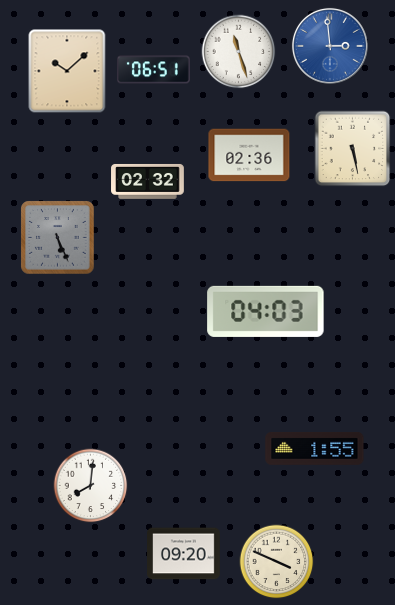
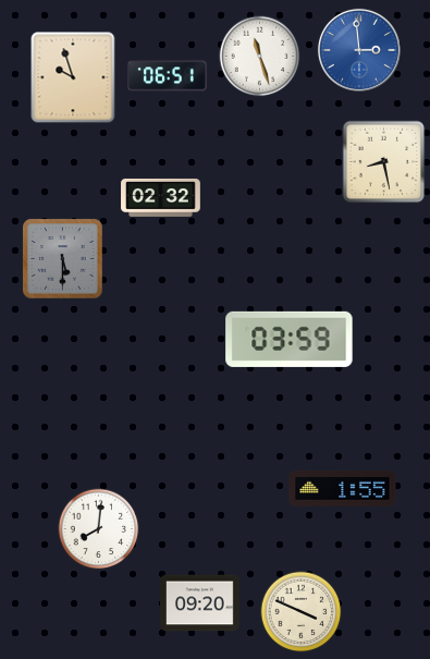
clock at (67, 71): 10:08 -> 9:57
clock at (353, 149): 5:28 -> 8:28
clock at (249, 155): 02:36 -> none
clock at (58, 238): 5:26 -> 5:30
clock at (266, 311): 04:03 -> 03:59
